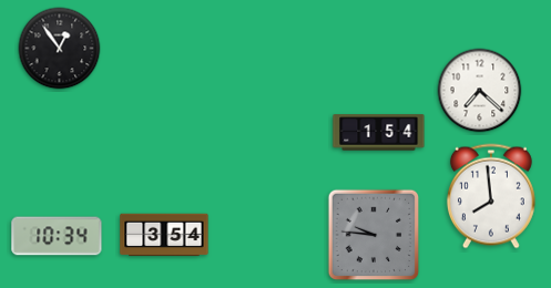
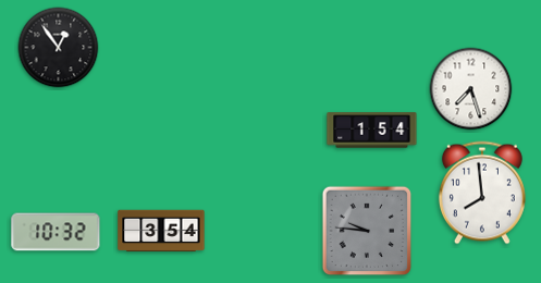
clock at (480, 91): 7:22 -> 7:27
clock at (57, 236): 10:34 -> 10:32
